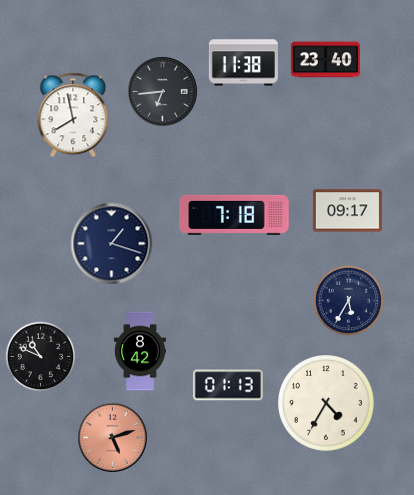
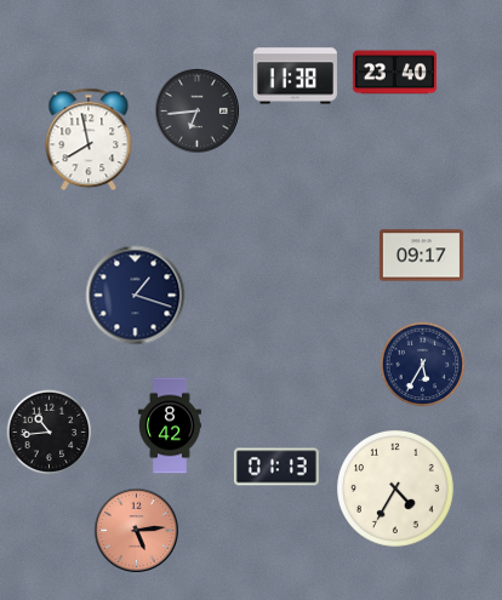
clock at (234, 215): 7:18 -> none
clock at (41, 357): 10:49 -> 10:44
clock at (112, 437): 5:12 -> 5:14
